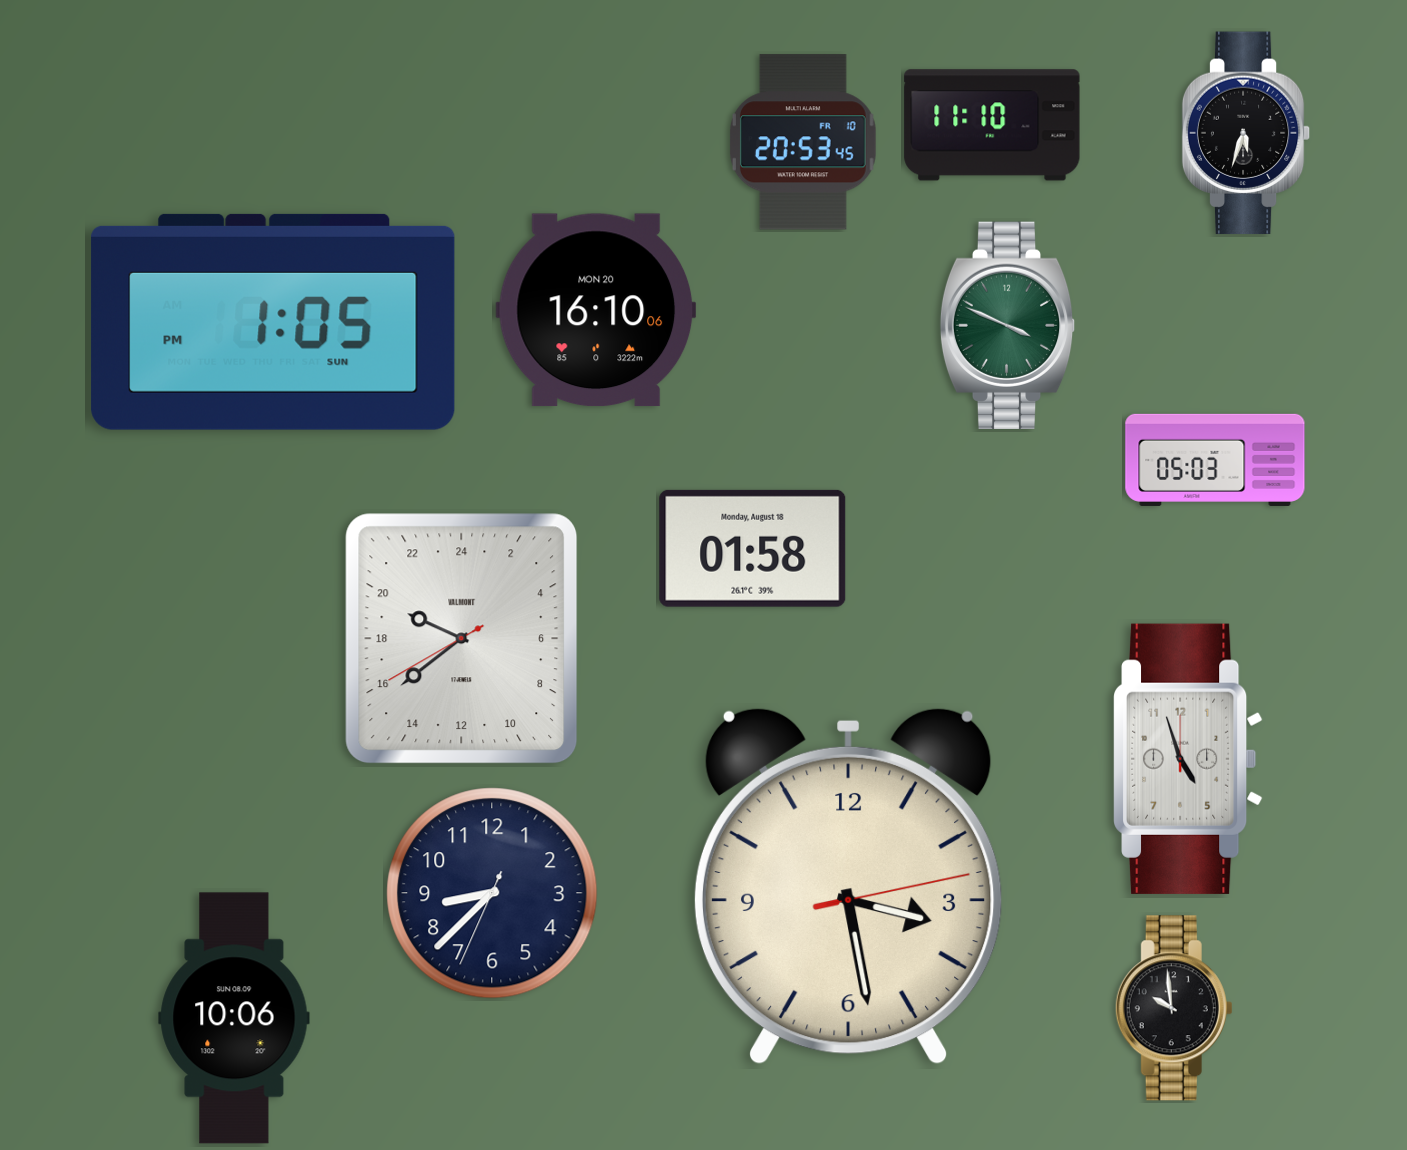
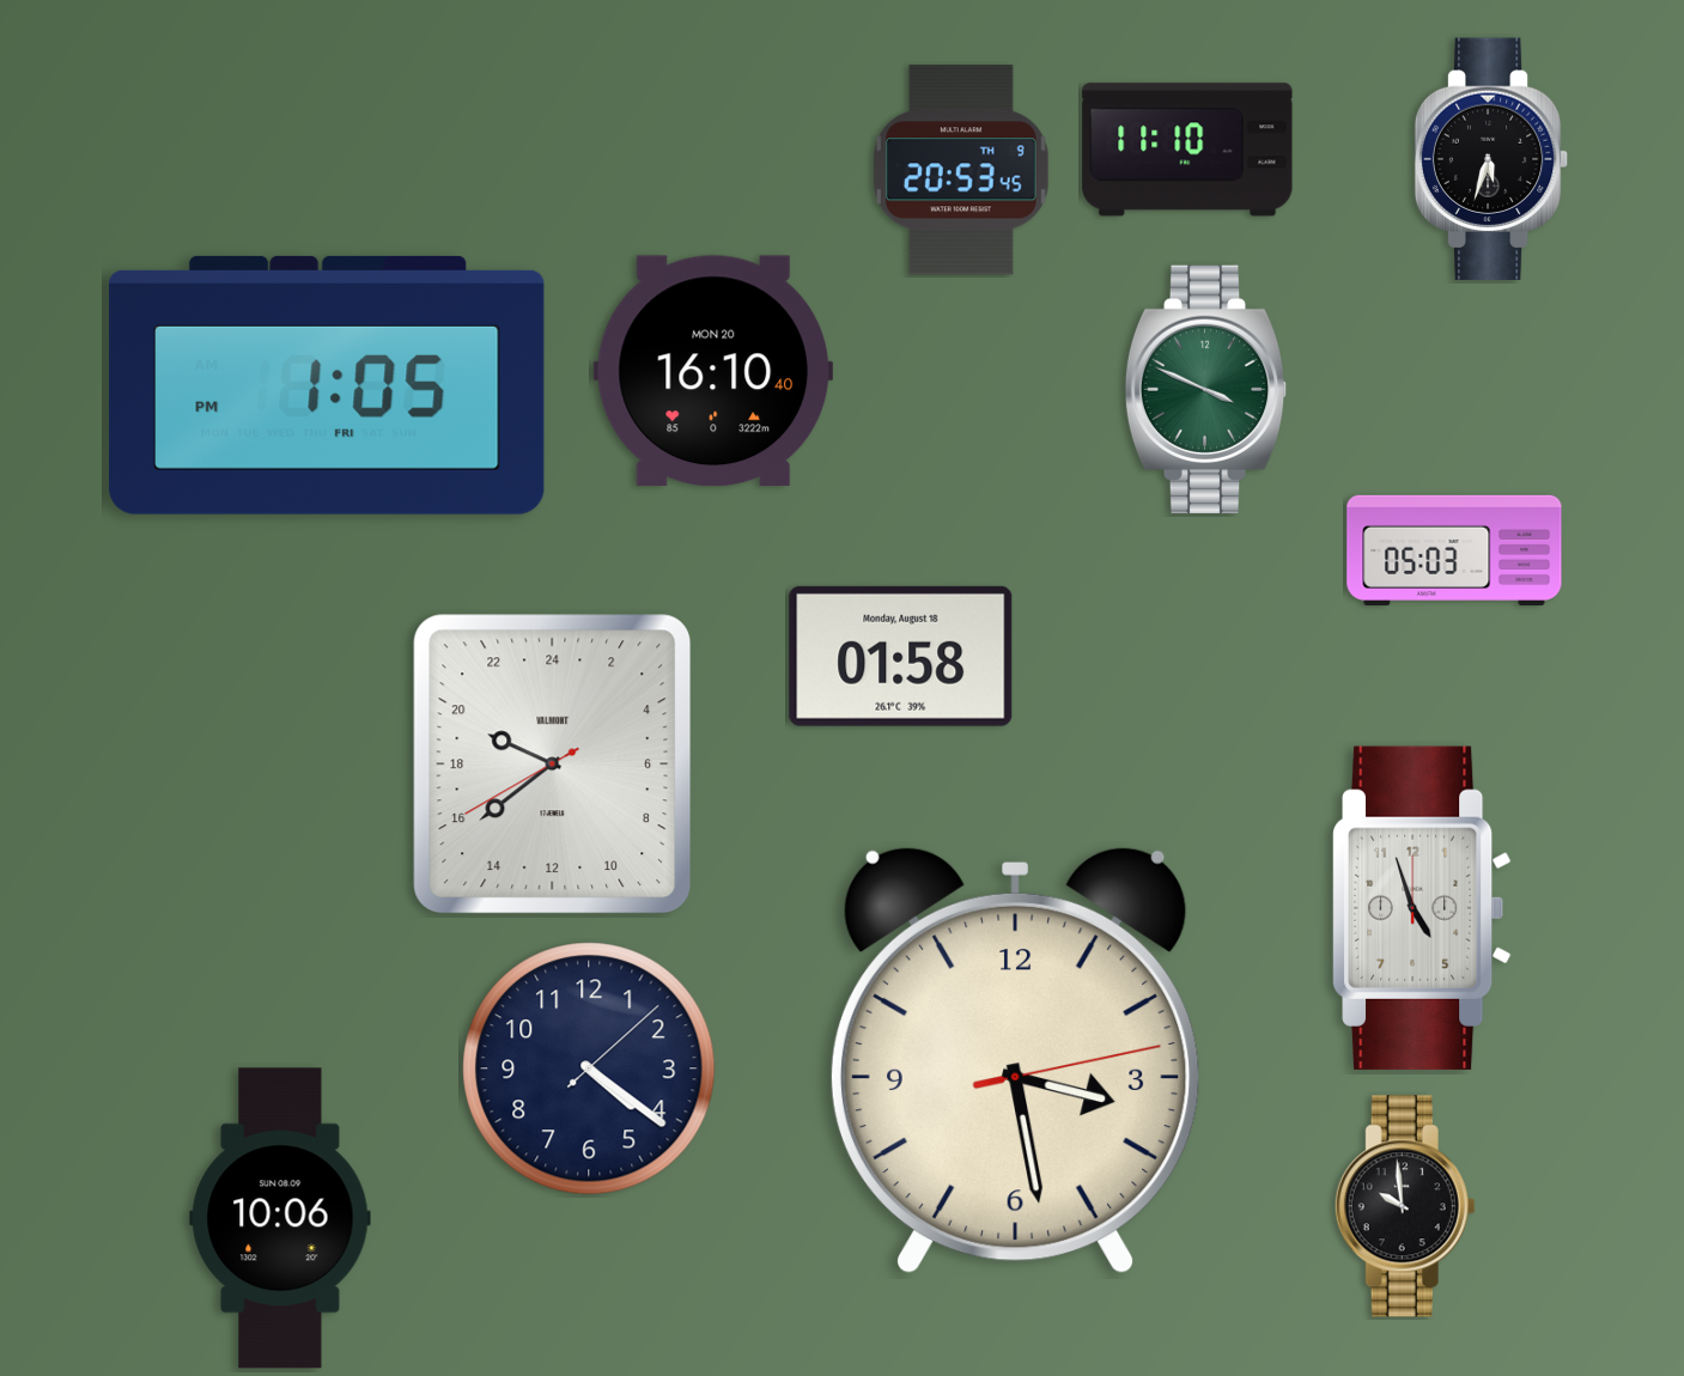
clock at (803, 142) date: FR 10 -> TH 9
clock at (596, 310): 16:10:06 -> 16:10:40
clock at (273, 322) date: SUN -> FRI
clock at (492, 893): 8:37 -> 4:21
